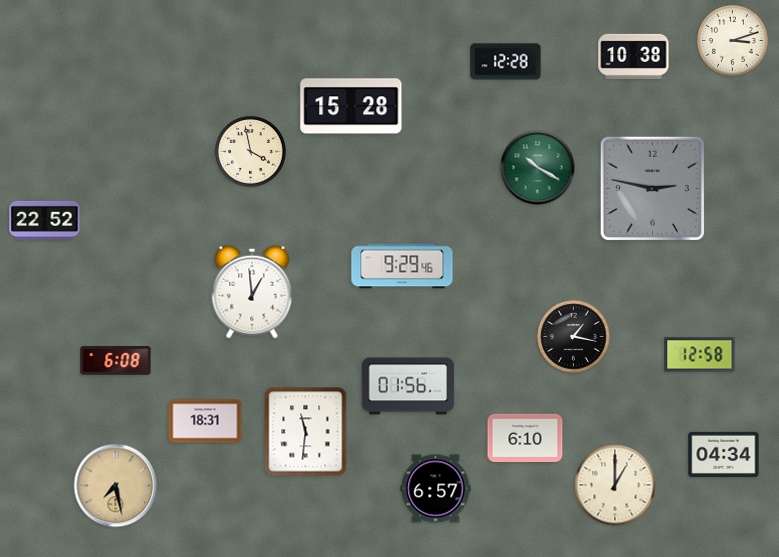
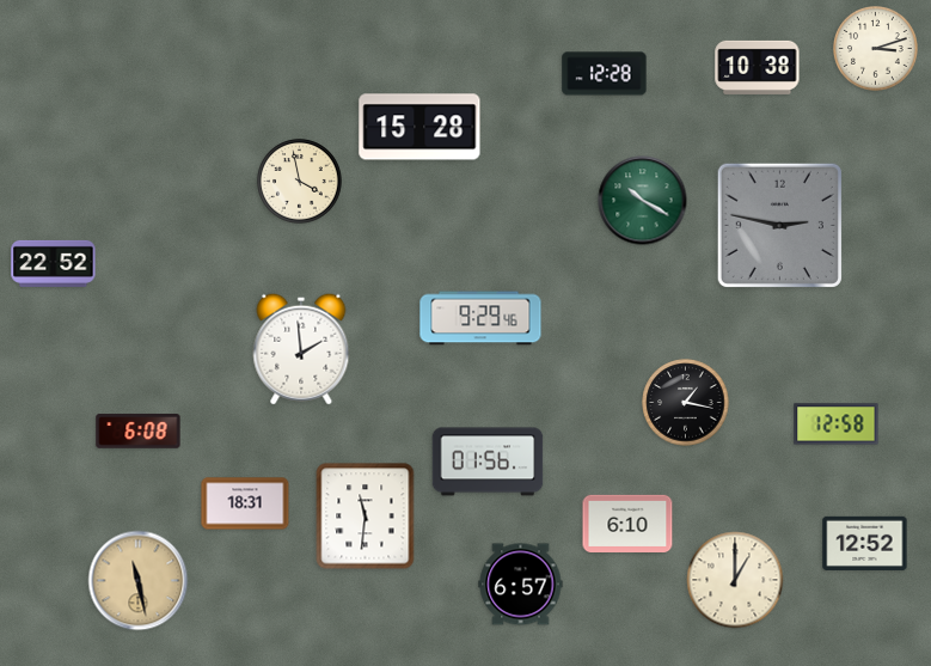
clock at (252, 292): 12:59 -> 1:59
clock at (724, 454): 04:34 -> 12:52
clock at (116, 486): 7:28 -> 11:28
